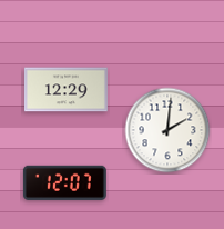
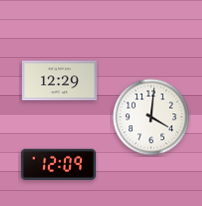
clock at (167, 130): 2:01 -> 4:01
clock at (64, 182): 12:07 -> 12:09
